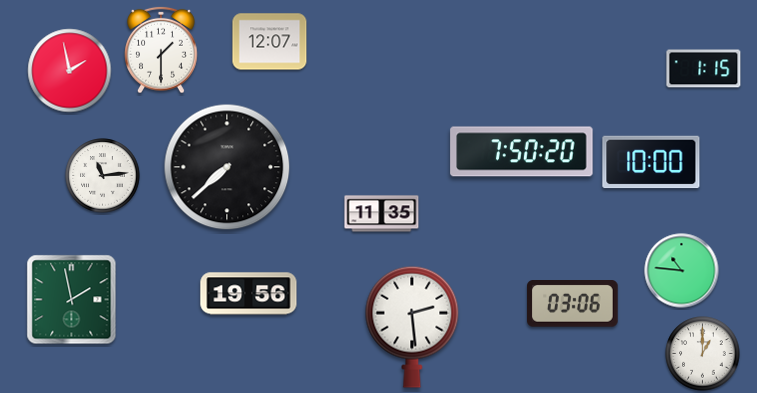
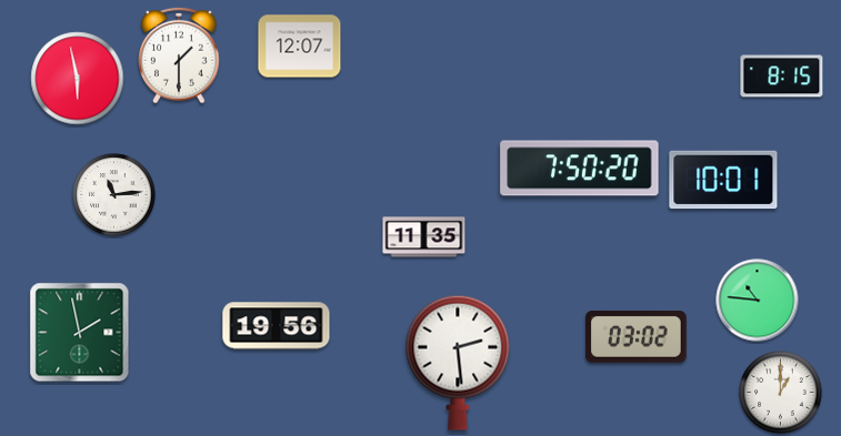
clock at (704, 69): 1:15 -> 8:15
clock at (70, 71): 1:58 -> 5:58
clock at (651, 162): 10:00 -> 10:01
clock at (227, 167): 7:38 -> none
clock at (573, 304): 03:06 -> 03:02
